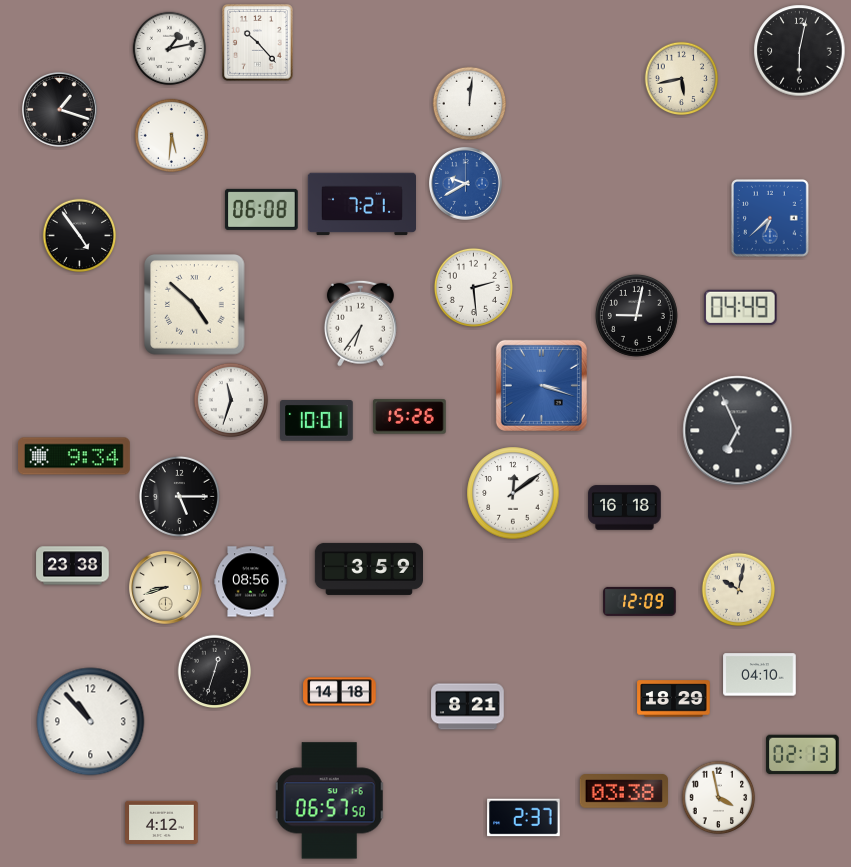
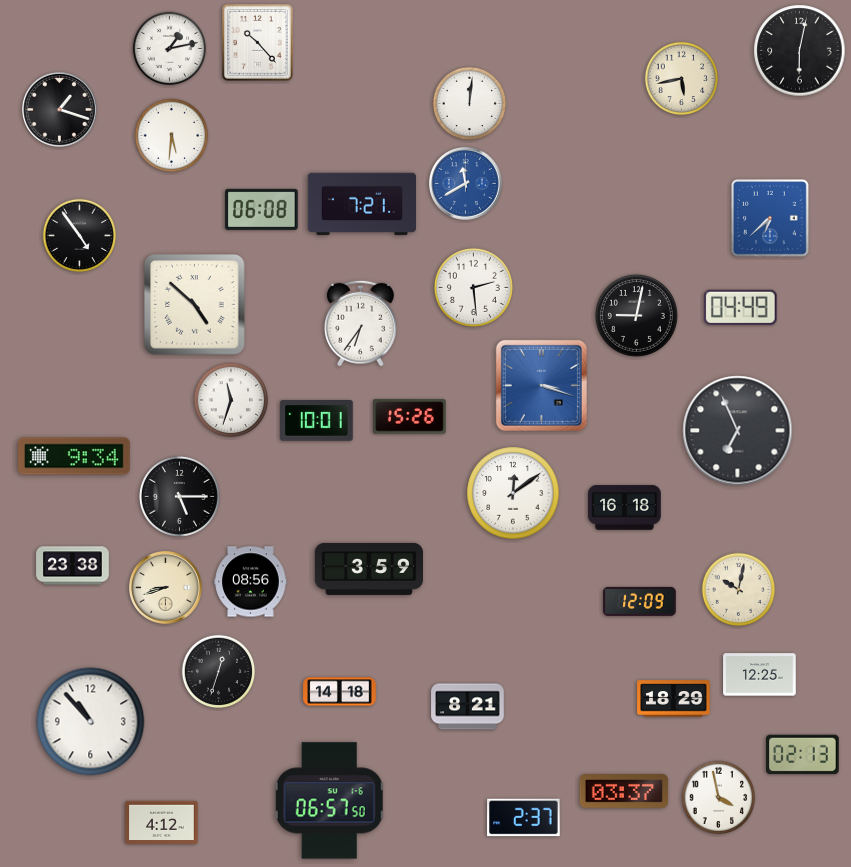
clock at (465, 183): 9:40 -> 11:40
clock at (215, 672) position: (215, 672) -> (219, 672)
clock at (760, 675): 04:10 -> 12:25
clock at (624, 792): 03:38 -> 03:37
